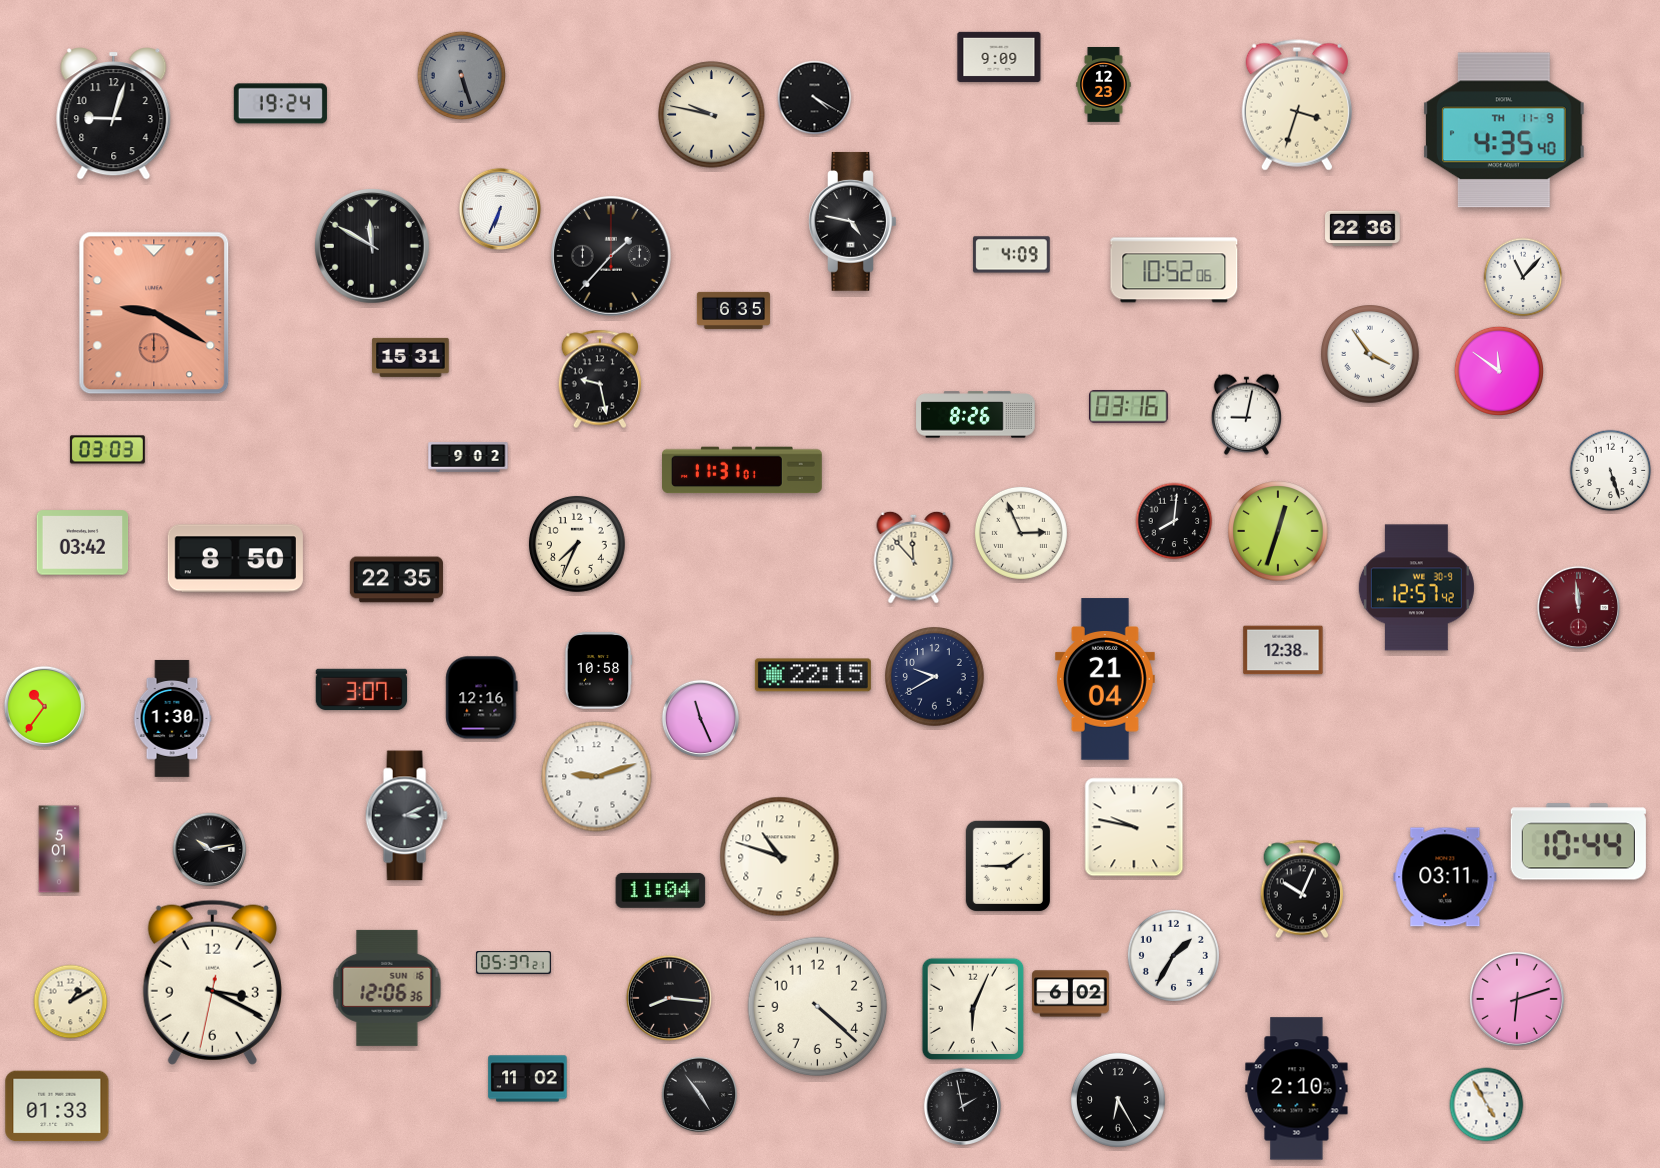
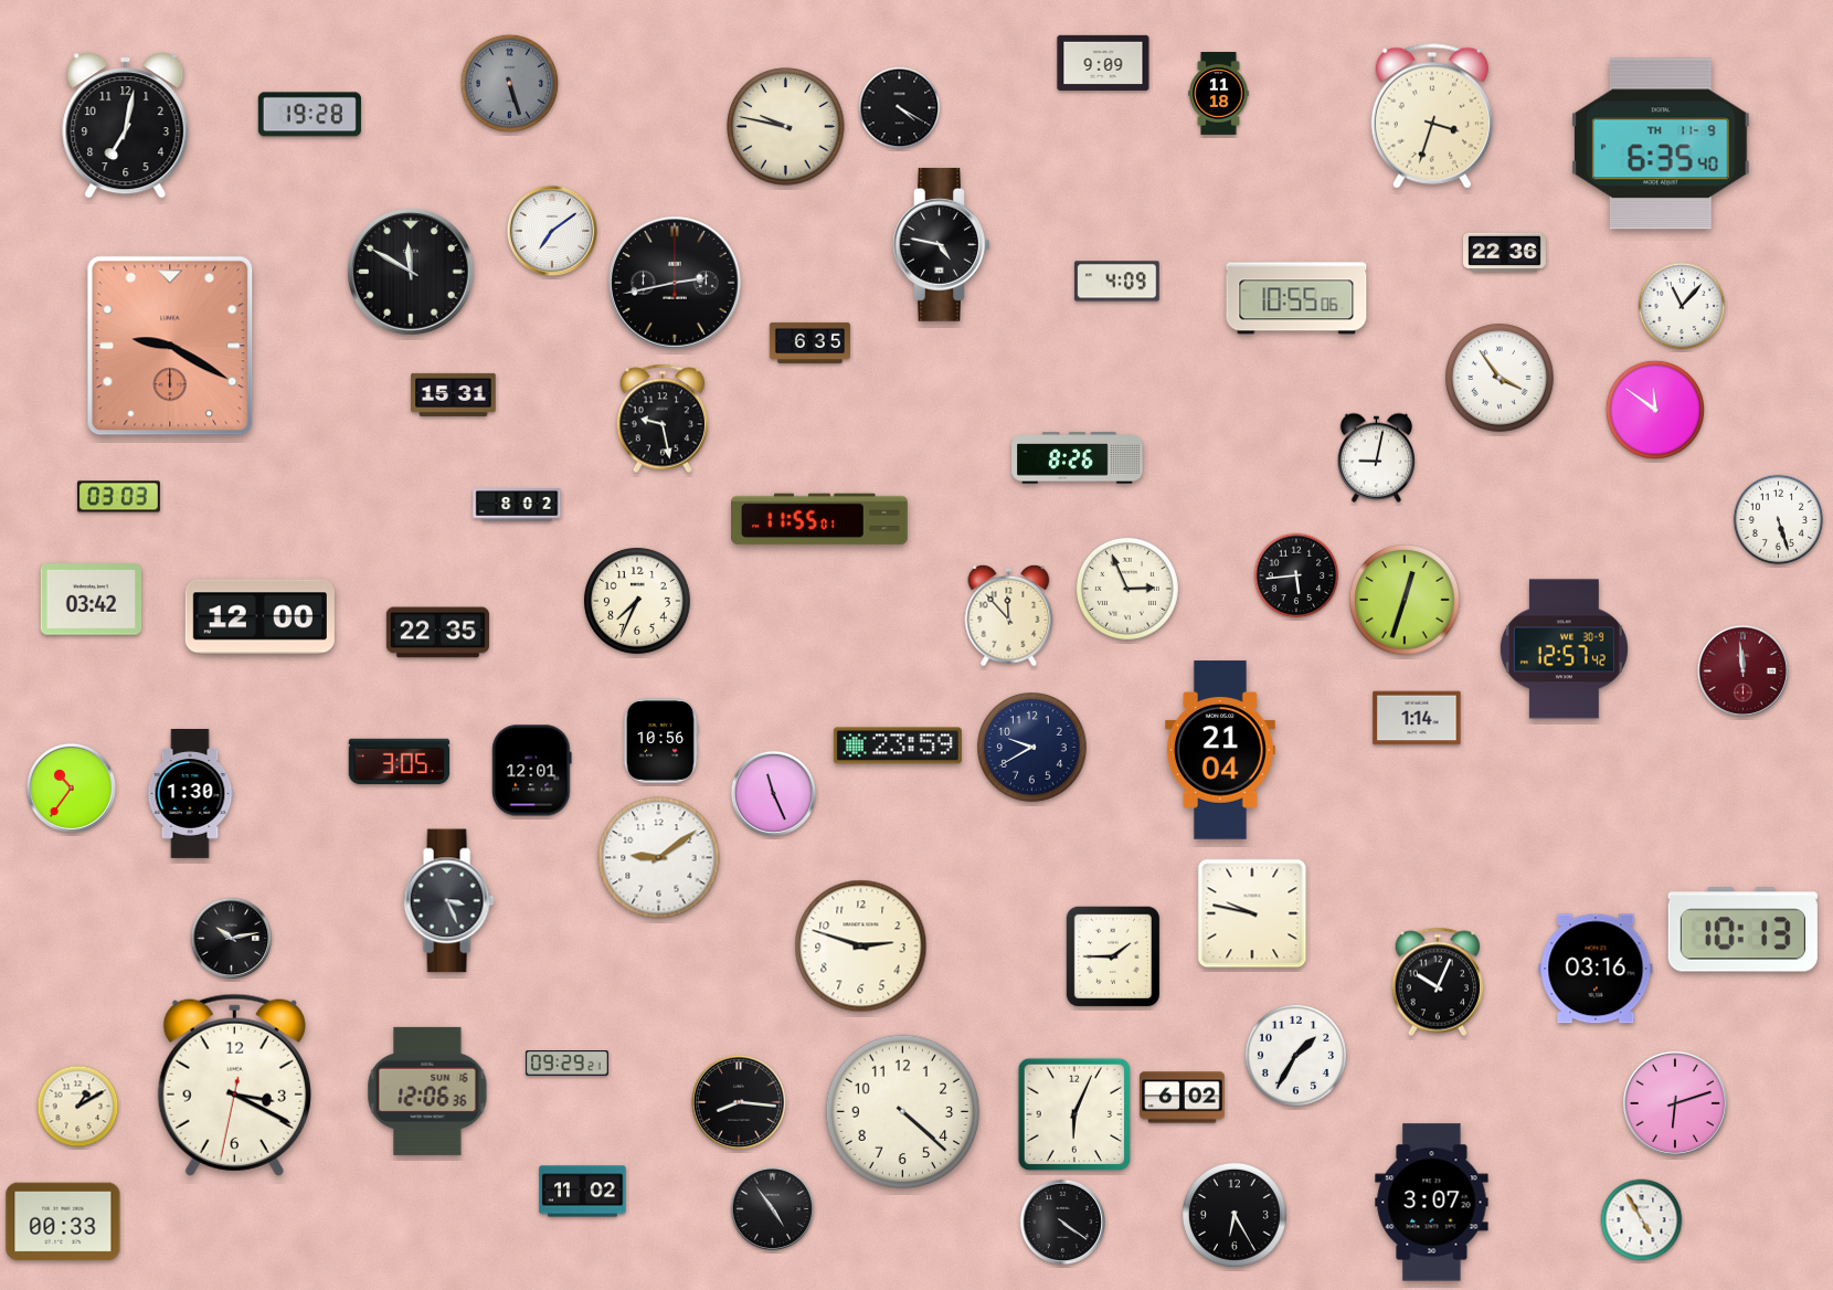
clock at (1104, 85): 12:23 -> 11:18
clock at (280, 104): 19:24 -> 19:28
clock at (114, 114): 9:03 -> 7:02
clock at (1504, 130): 4:35 -> 6:35
clock at (500, 209): 6:34 -> 7:09
clock at (612, 257): 1:37 -> 2:43
clock at (1174, 270): 10:52 -> 10:55
clock at (1371, 355) position: (1371, 355) -> (1501, 379)
clock at (1129, 407): 03:16 -> none
clock at (468, 457): 9:02 -> 8:02
clock at (743, 470): 11:31 -> 11:55
clock at (1174, 521): 8:01 -> 5:44
clock at (1278, 531) position: (1278, 531) -> (1405, 600)
clock at (235, 559): 8:50 -> 12:00
clock at (396, 580) position: (396, 580) -> (437, 633)
clock at (1283, 650): 12:38 -> 1:14
clock at (598, 671): 10:58 -> 10:56
clock at (813, 675): 22:15 -> 23:59
clock at (362, 690): 3:07 -> 3:05
clock at (482, 698): 12:16 -> 12:01
clock at (44, 706) position: (44, 706) -> (71, 787)
clock at (597, 777): 9:12 -> 9:09
clock at (406, 816): 3:11 -> 3:26
clock at (1578, 842): 10:44 -> 10:13
clock at (59, 849): 5:01 -> none
clock at (780, 857): 10:48 -> 2:48
clock at (1445, 877): 03:11 -> 03:16
clock at (661, 890): 11:04 -> none
clock at (513, 963): 05:37 -> 09:29
clock at (1297, 1089): 2:10 -> 3:07
clock at (57, 1106): 01:33 -> 00:33
clock at (962, 1106): 1:58 -> 4:21
